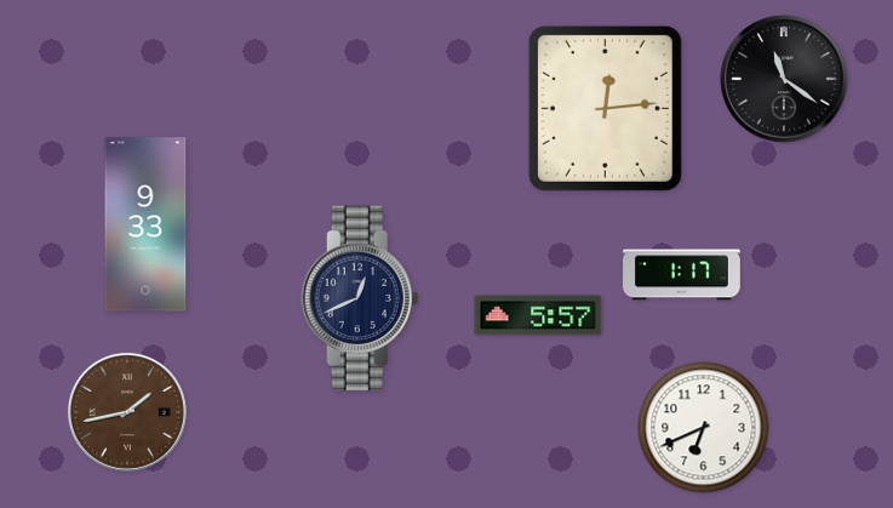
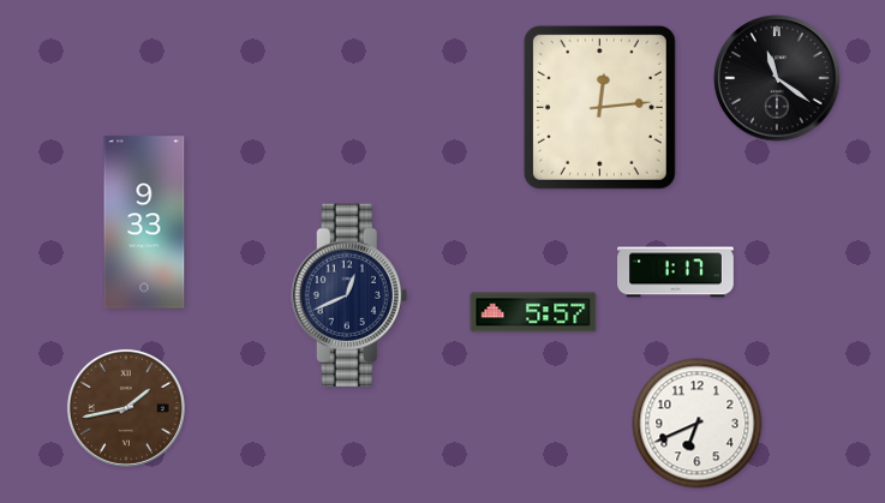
clock at (360, 298) position: (360, 298) -> (349, 295)
